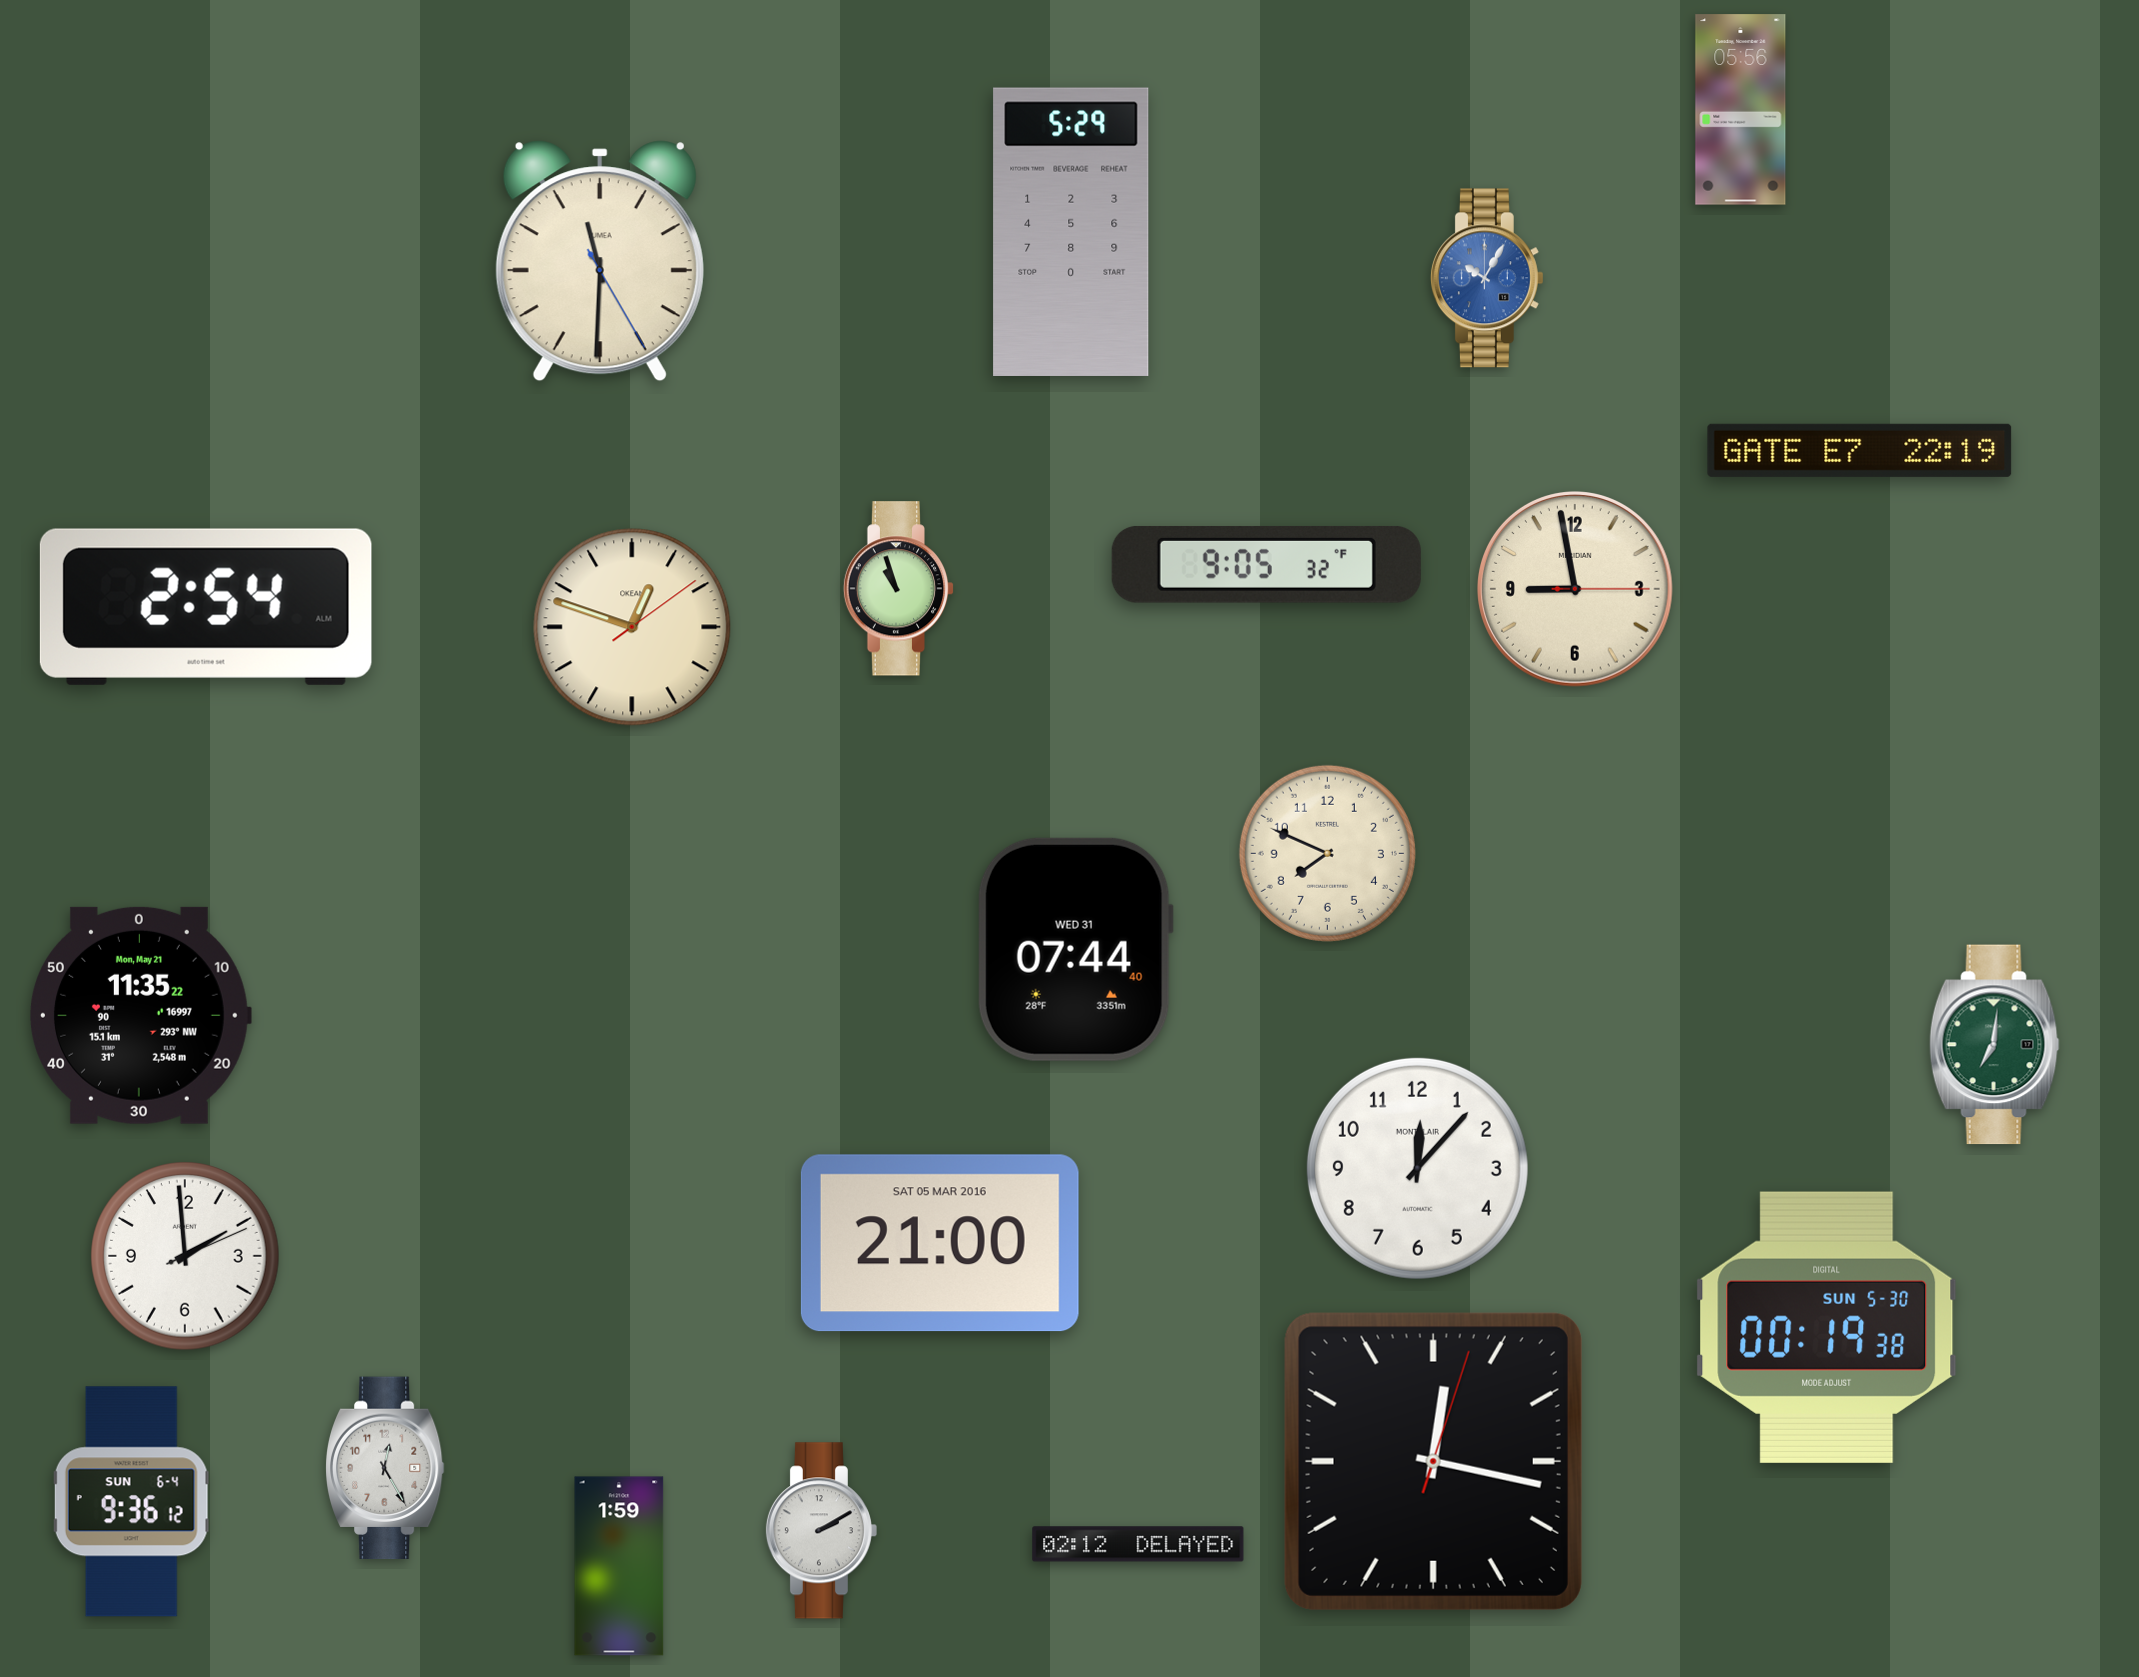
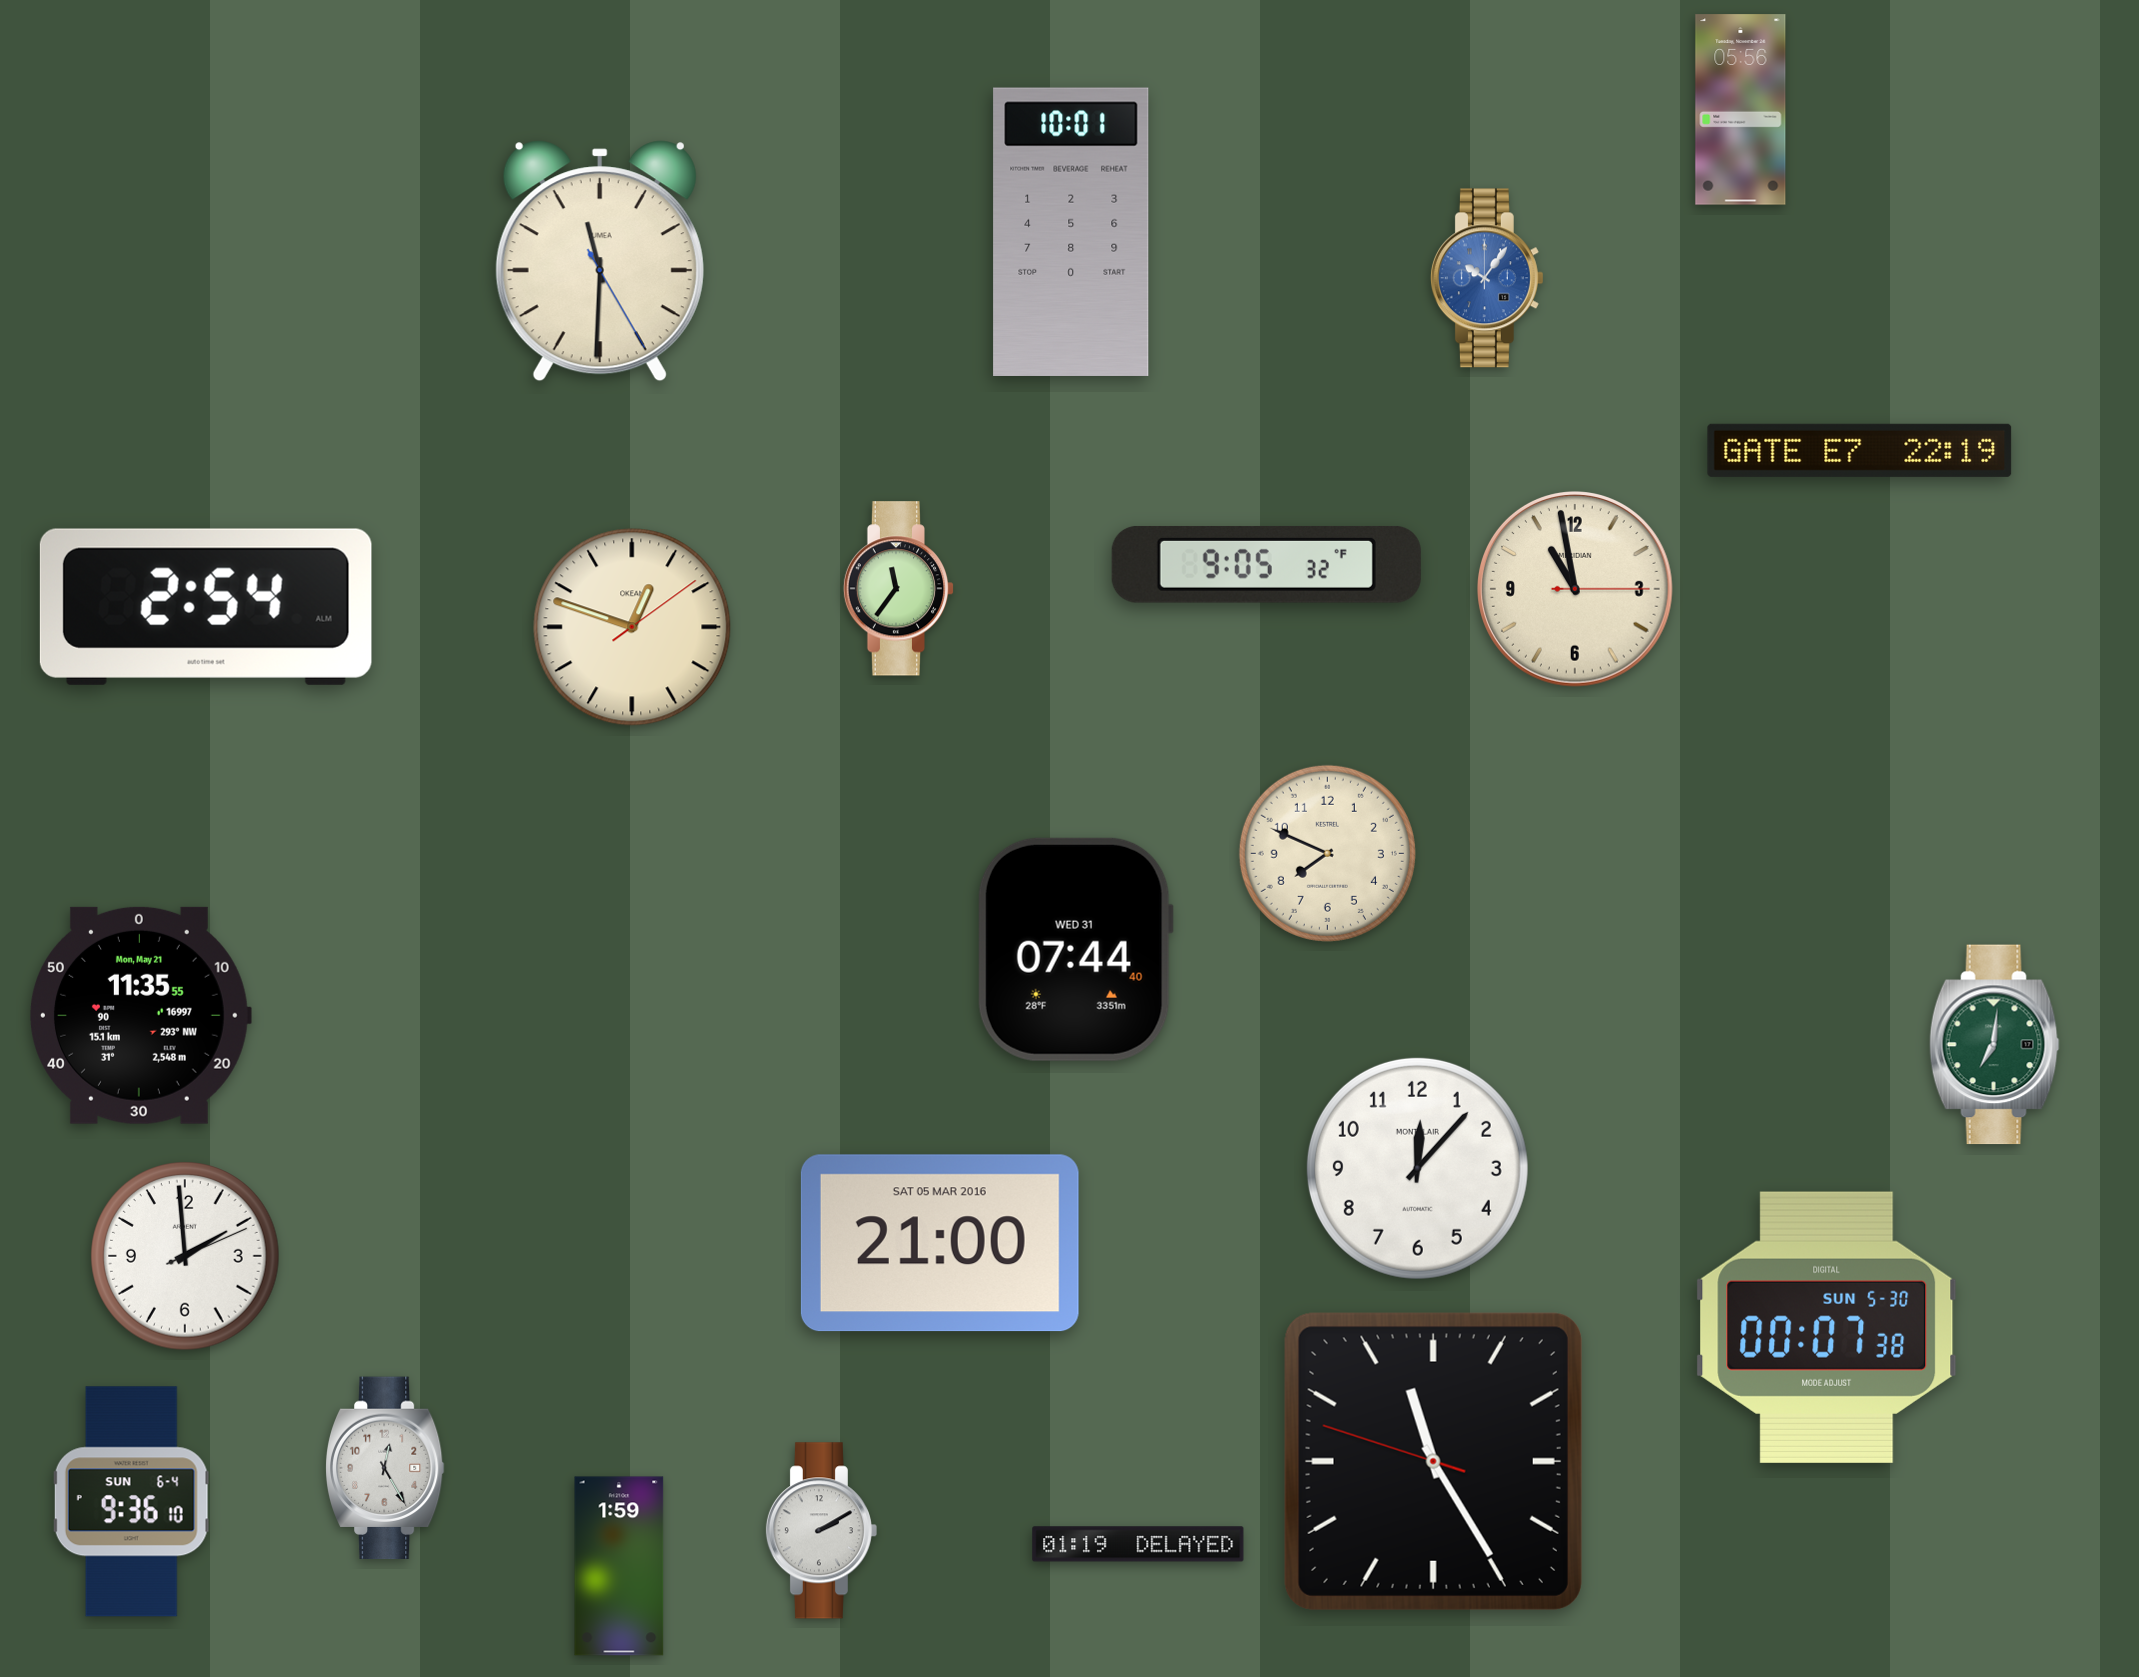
clock at (1071, 232): 5:29 -> 10:01
clock at (1487, 278): 10:05 -> 10:06
clock at (899, 589): 10:57 -> 11:36
clock at (1576, 590): 8:58 -> 10:58
clock at (141, 1015): 11:35:22 -> 11:35:55
clock at (1827, 1327): 00:19 -> 00:07
clock at (1433, 1461): 12:17 -> 11:24
clock at (132, 1502): 9:36:12 -> 9:36:10
clock at (1138, 1544): 02:12 -> 01:19
